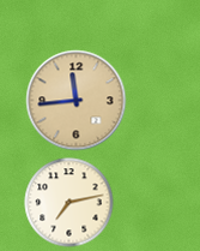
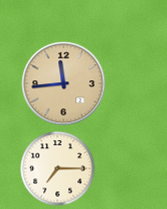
clock at (69, 203): 7:13 -> 7:15
